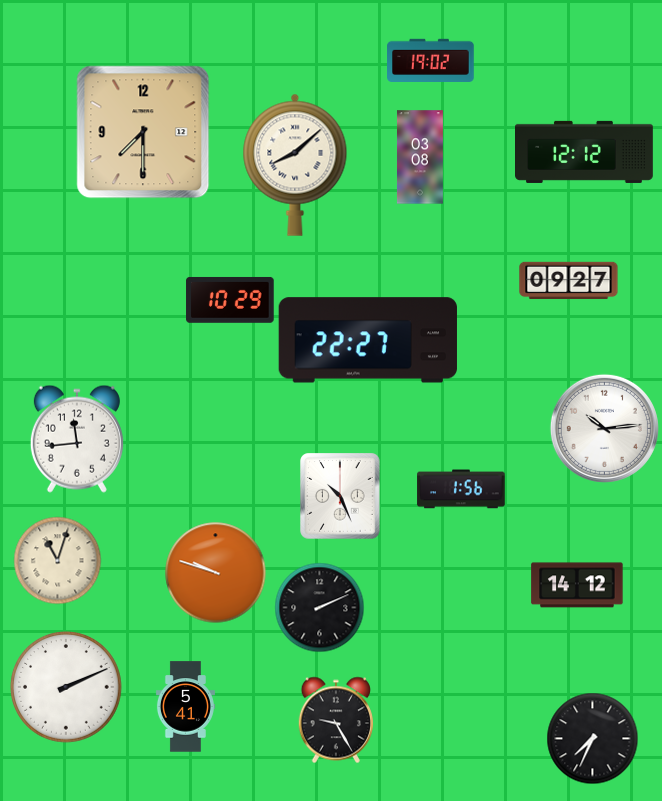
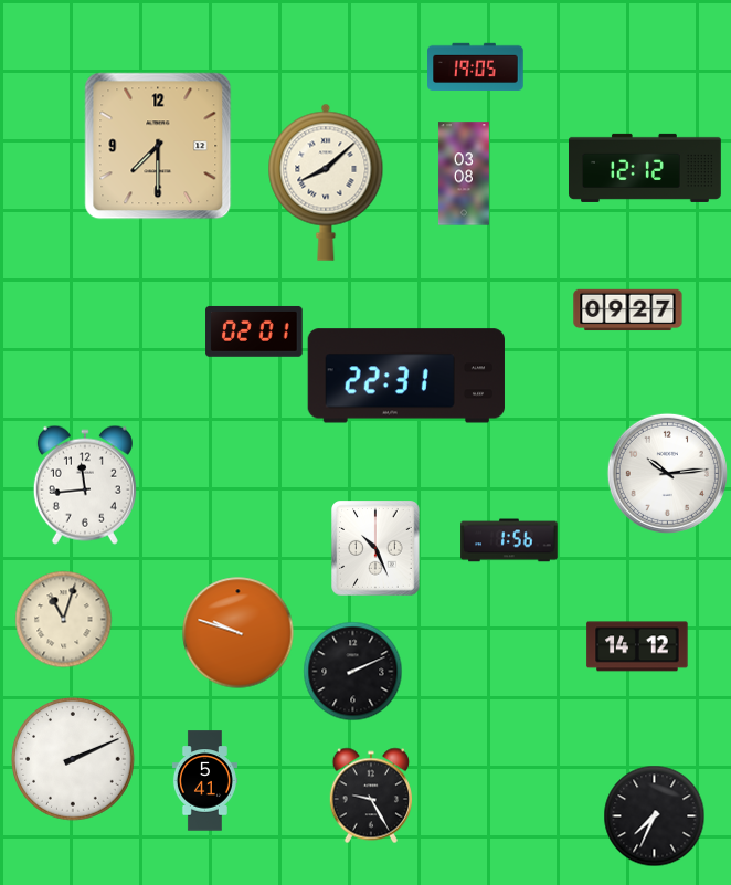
clock at (431, 60): 19:02 -> 19:05
clock at (230, 300): 10:29 -> 02:01
clock at (368, 340): 22:27 -> 22:31
